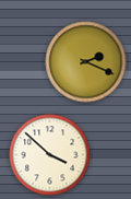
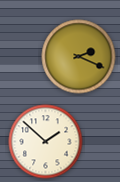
clock at (50, 155): 3:52 -> 1:52
